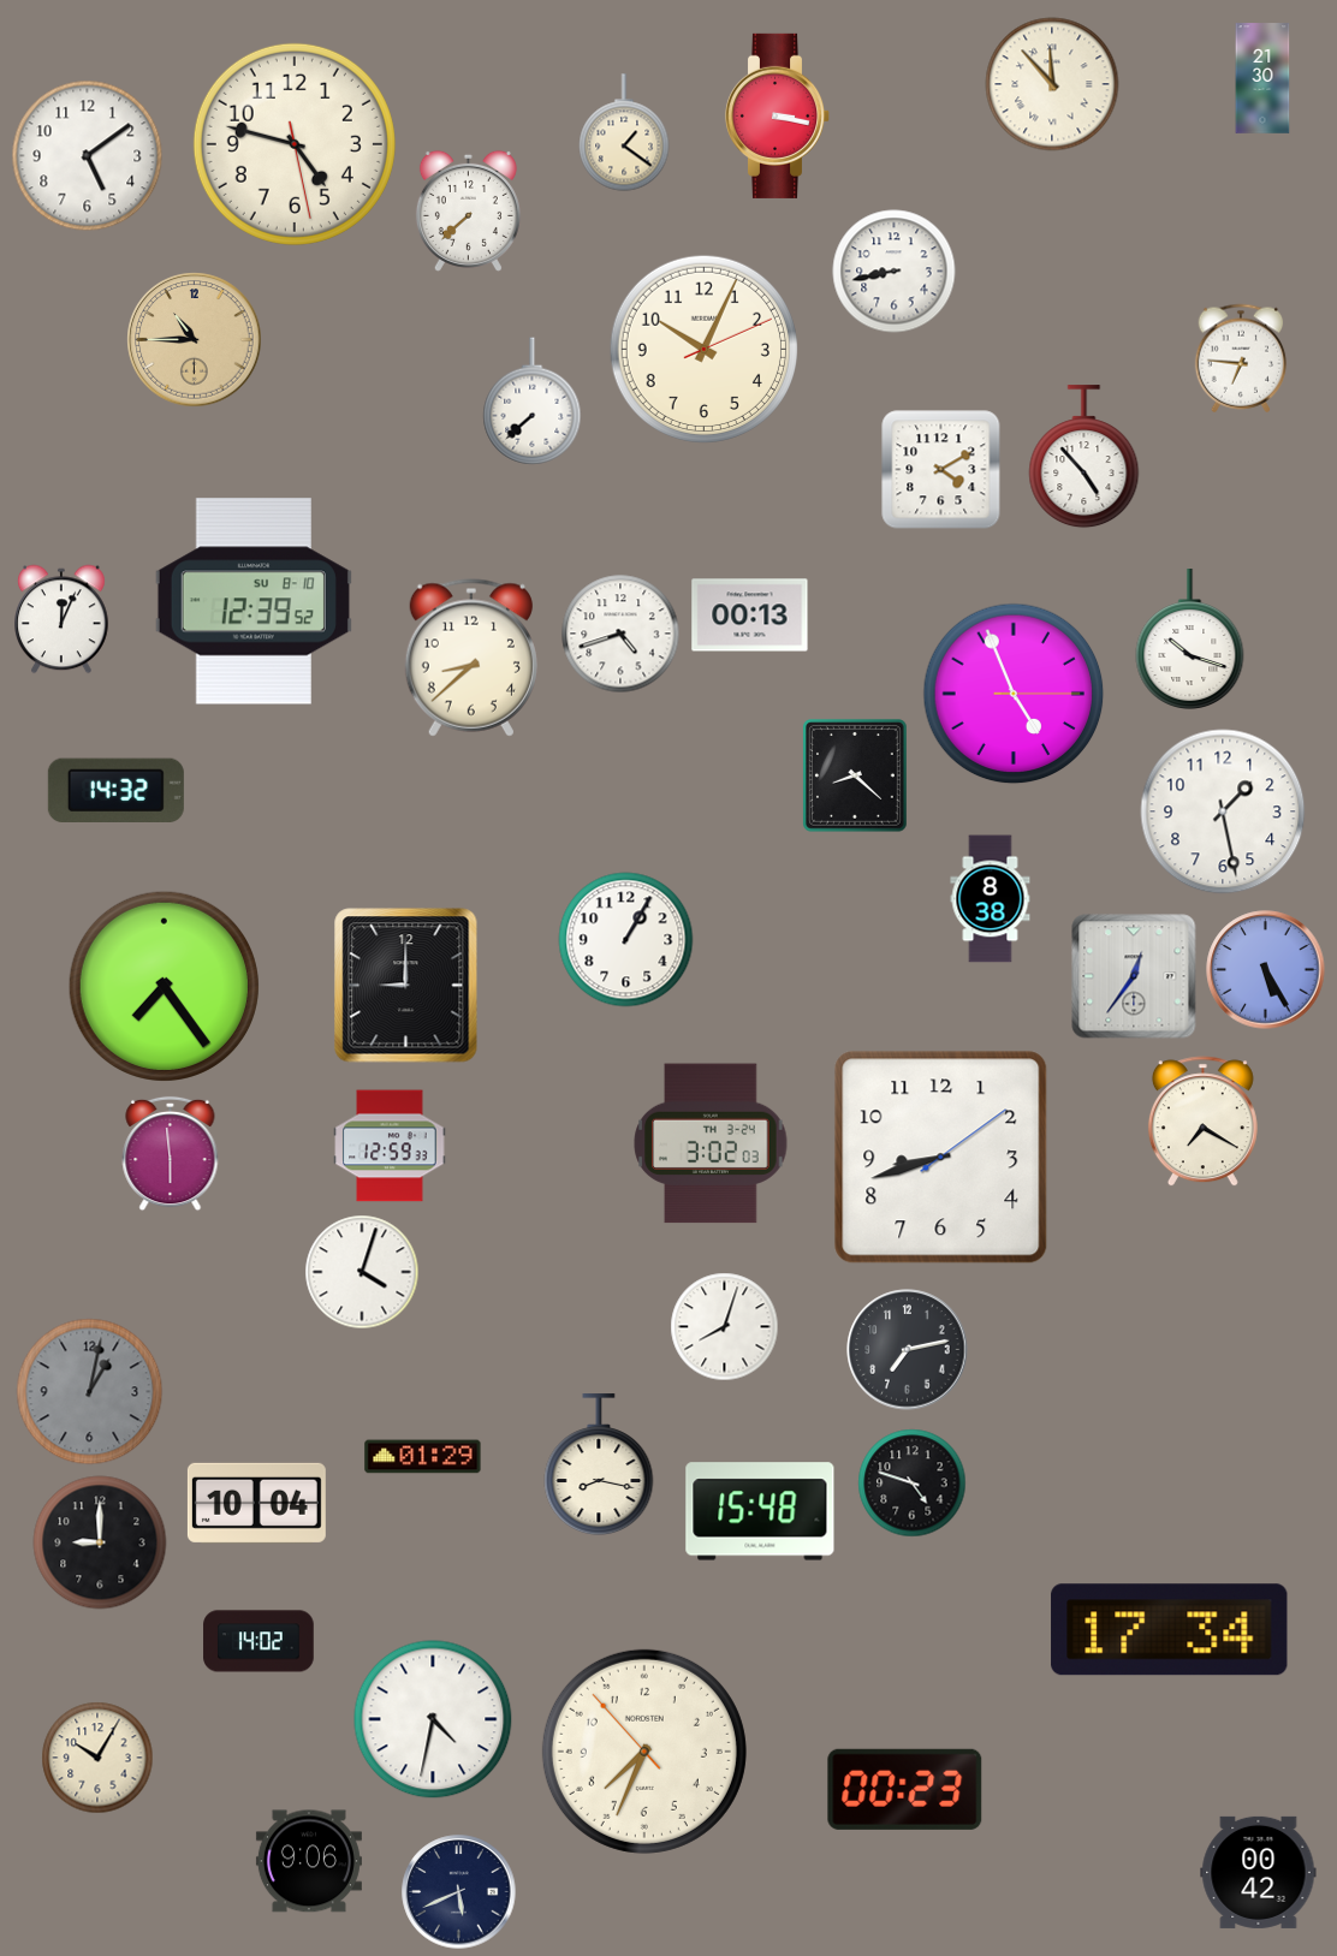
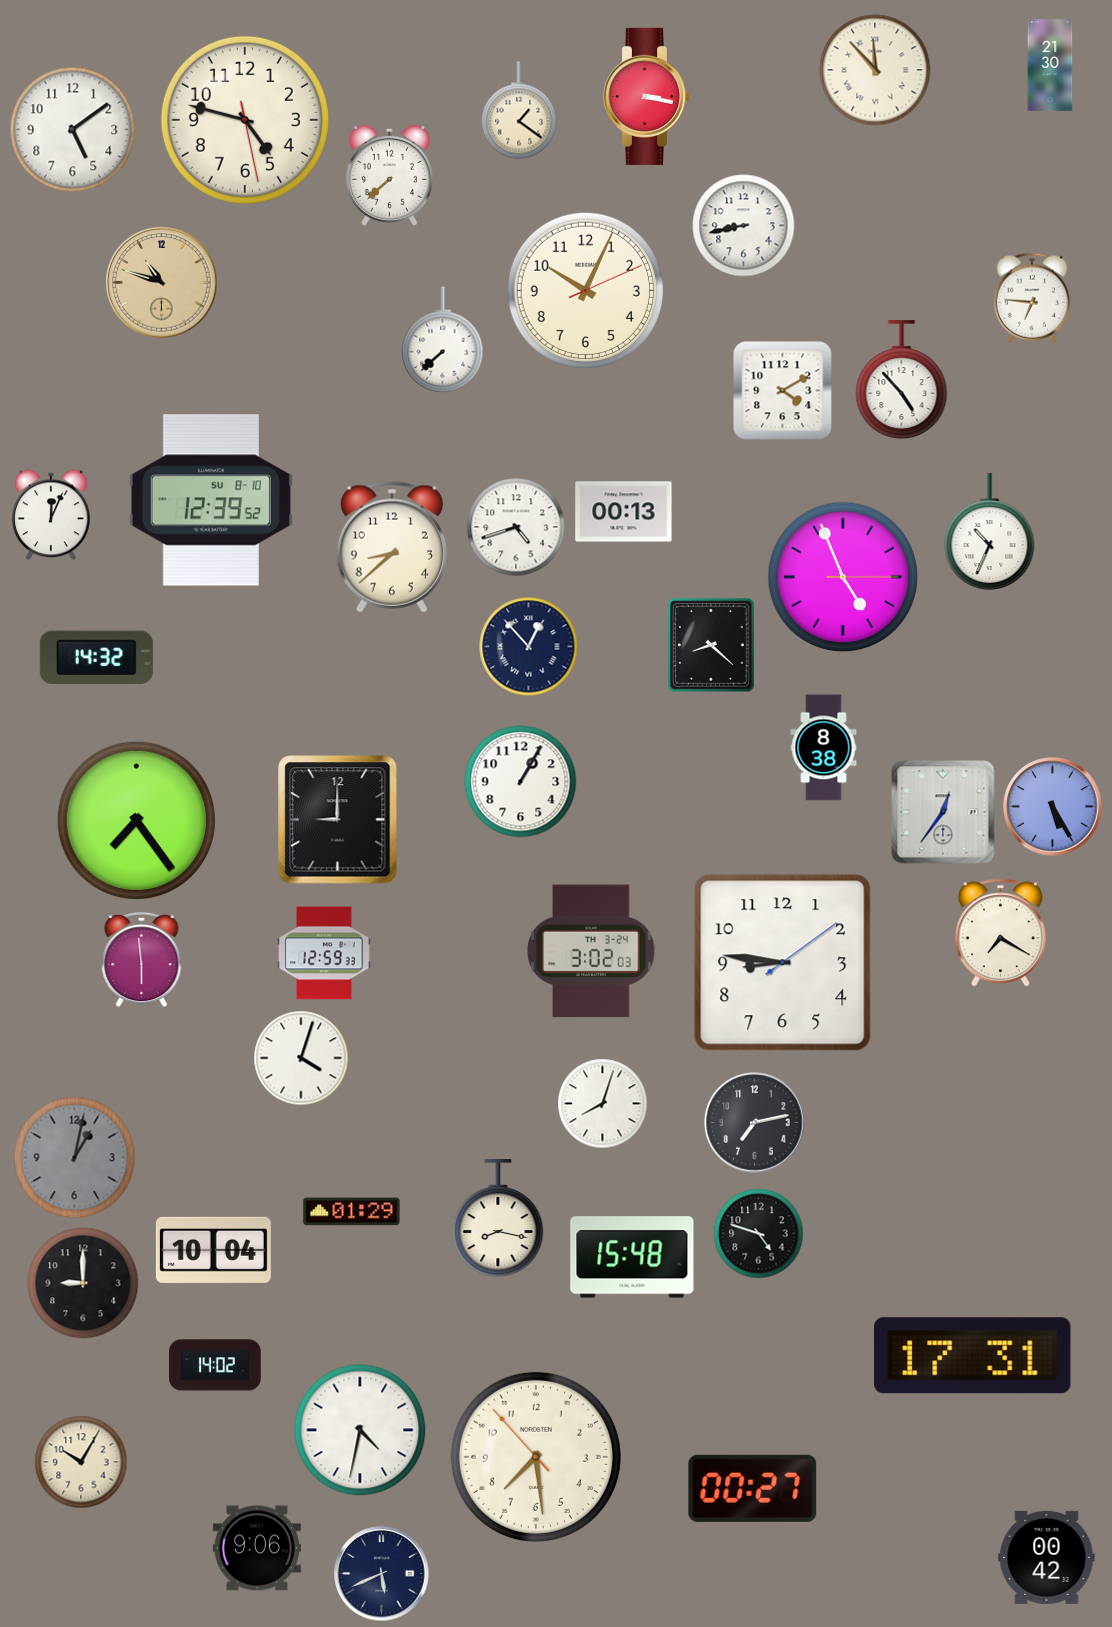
clock at (195, 340): 10:45 -> 10:48
clock at (533, 402) position: (533, 402) -> (443, 340)
clock at (1190, 640): 10:18 -> 10:34
clock at (529, 647): none -> 12:53
clock at (1223, 811): 1:28 -> none
clock at (941, 1158): 8:42 -> 8:46
clock at (1170, 1630): 17:34 -> 17:31
clock at (644, 1752): 7:33 -> 7:28
clock at (905, 1789): 00:23 -> 00:27
